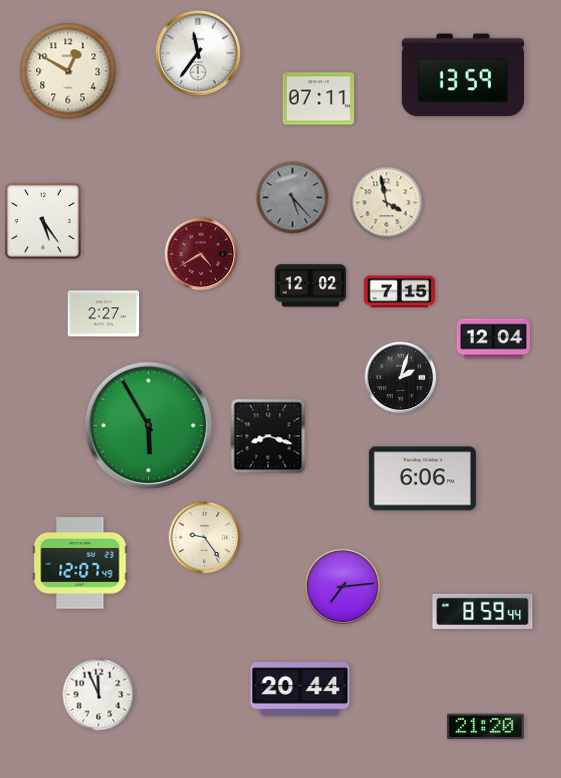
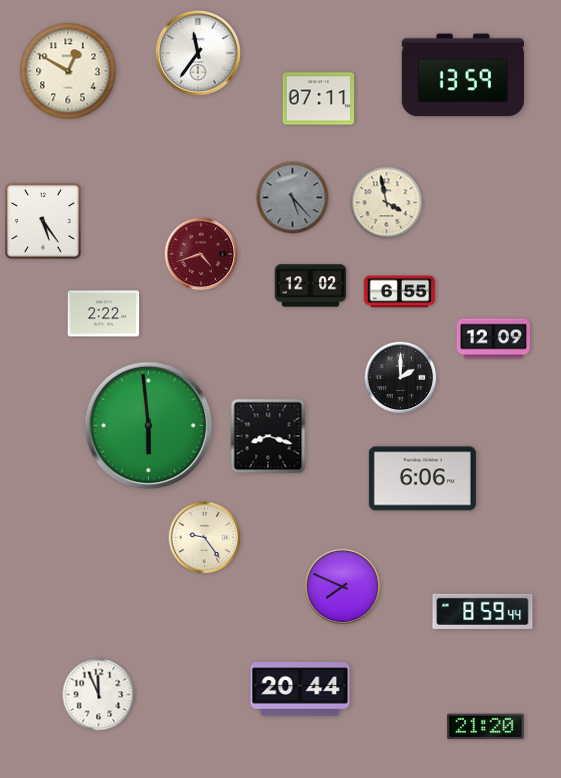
clock at (201, 254): 4:40 -> 4:42
clock at (400, 292): 7:15 -> 6:55
clock at (104, 314): 2:27 -> 2:22
clock at (493, 339): 12:04 -> 12:09
clock at (401, 378): 2:03 -> 2:00
clock at (149, 426): 5:55 -> 5:59
clock at (80, 563): 12:07 -> none
clock at (343, 587): 7:14 -> 7:49
